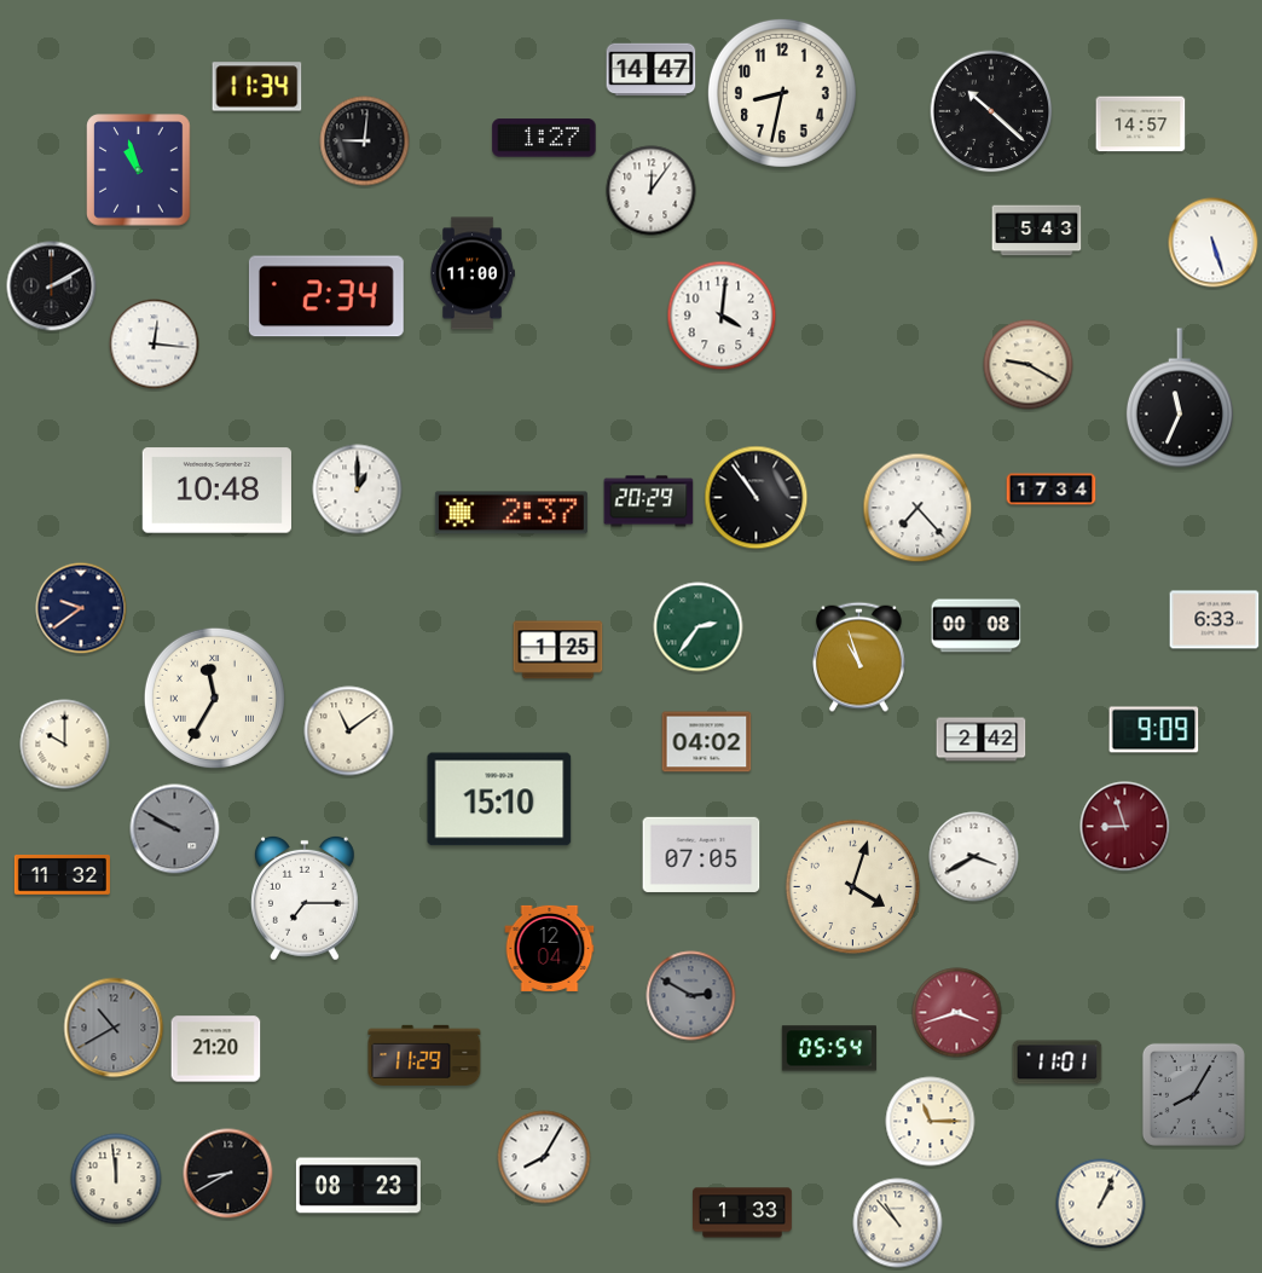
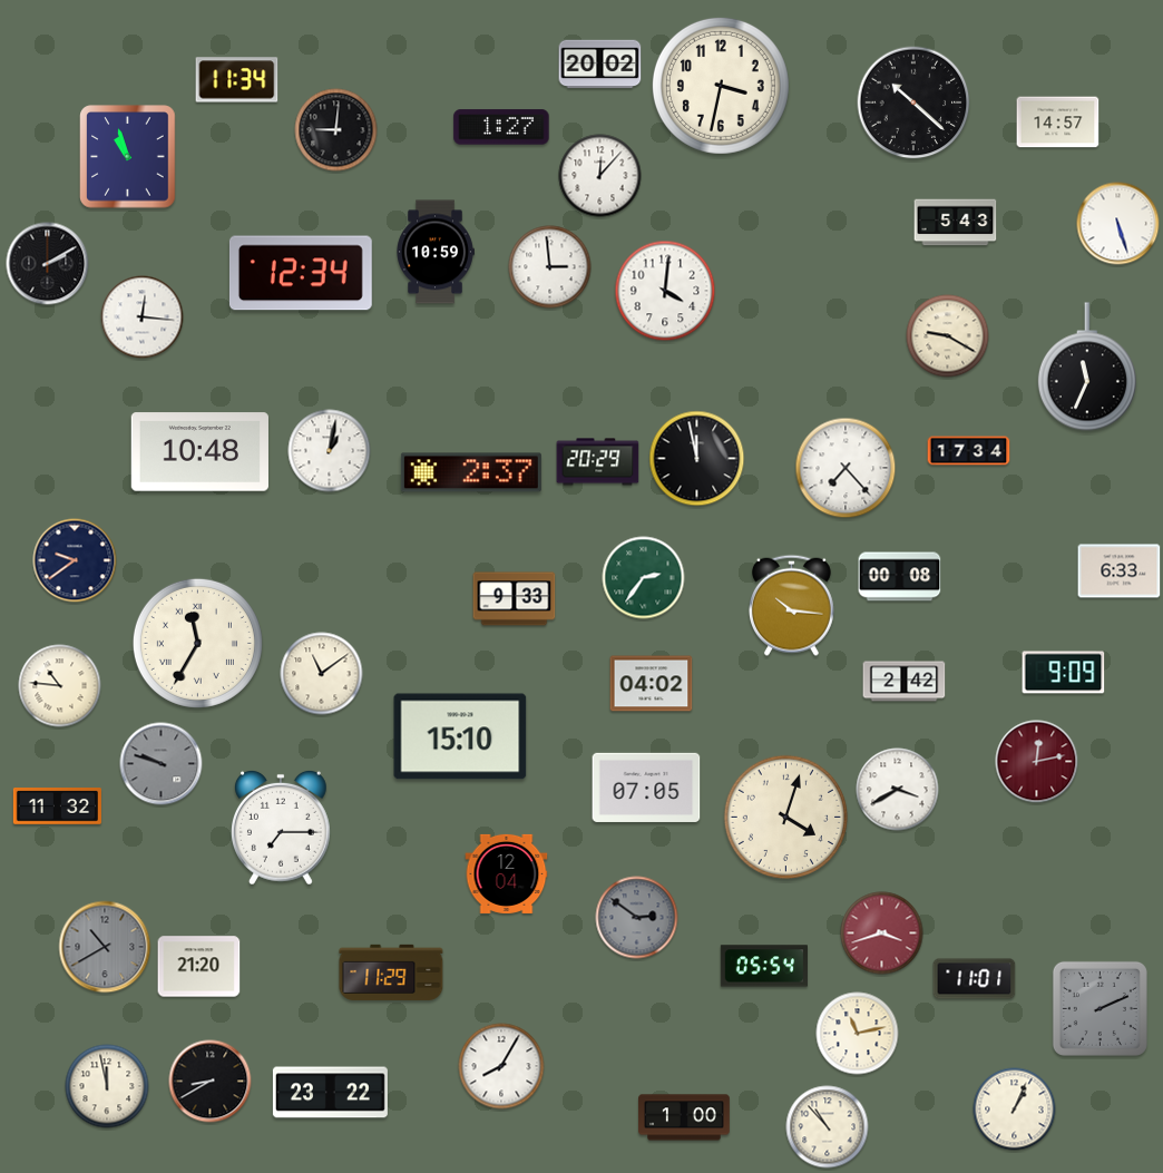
clock at (652, 70): 14:47 -> 20:02
clock at (782, 93): 8:32 -> 3:32
clock at (1141, 125) position: (1141, 125) -> (1058, 123)
clock at (652, 191): 12:06 -> 12:07
clock at (1037, 231) position: (1037, 231) -> (956, 223)
clock at (473, 273): 11:00 -> 10:59
clock at (550, 267): none -> 2:59
clock at (326, 296): 2:34 -> 12:34
clock at (358, 490): 1:00 -> 1:02
clock at (757, 498): 10:54 -> 11:58
clock at (558, 650): 1:25 -> 9:33
clock at (858, 656): 10:57 -> 10:16
clock at (65, 745): 10:00 -> 10:46
clock at (1125, 827): 8:57 -> 12:13
clock at (175, 829): 9:50 -> 9:48
clock at (691, 996): 2:50 -> 2:51
clock at (1193, 1094): 8:05 -> 2:11
clock at (931, 1122): 11:15 -> 11:13
clock at (116, 1179): 11:59 -> 11:58
clock at (358, 1186): 08:23 -> 23:22
clock at (743, 1213): 1:33 -> 1:00
